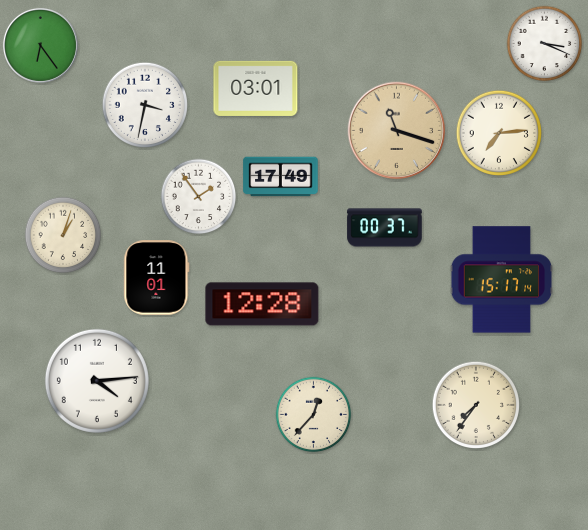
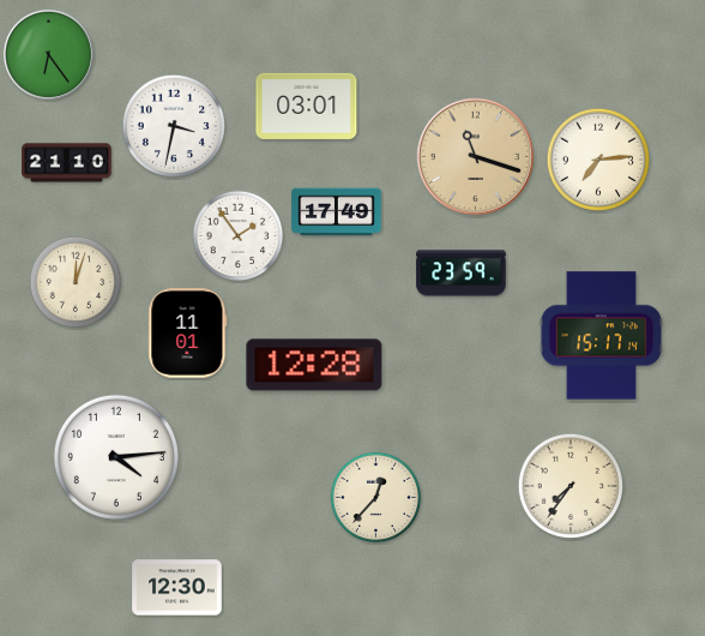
clock at (545, 44): 3:19 -> none
clock at (67, 163): none -> 21:10
clock at (385, 228): 00:37 -> 23:59
clock at (63, 235): 1:03 -> 12:03
clock at (177, 588): none -> 12:30
